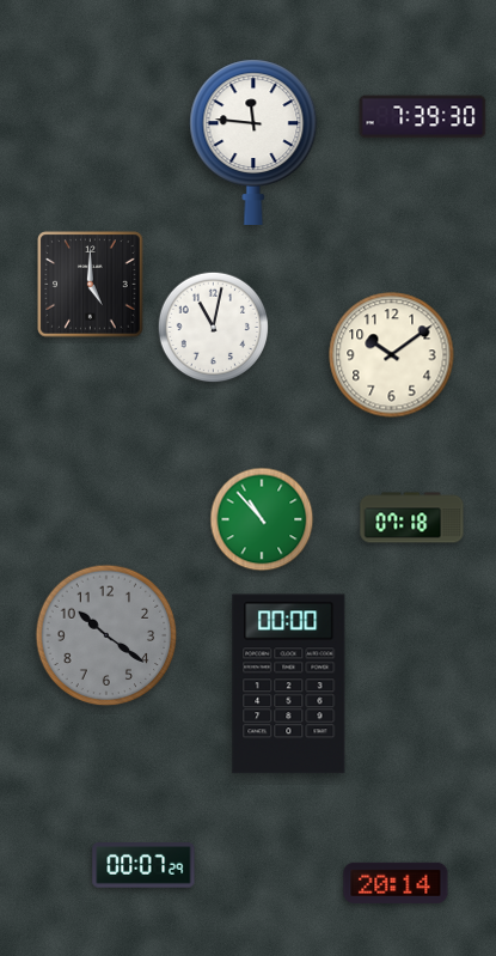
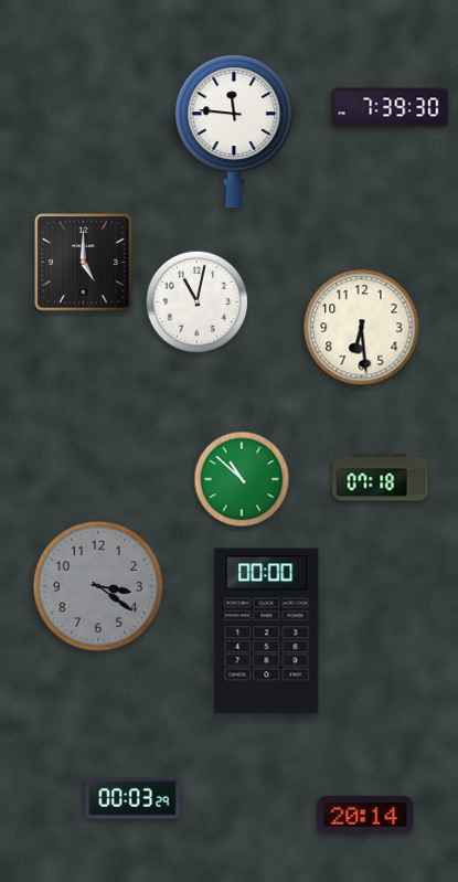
clock at (392, 355): 10:09 -> 6:29
clock at (262, 519): 10:53 -> 10:52
clock at (106, 635): 10:21 -> 3:21
clock at (143, 865): 00:07 -> 00:03
